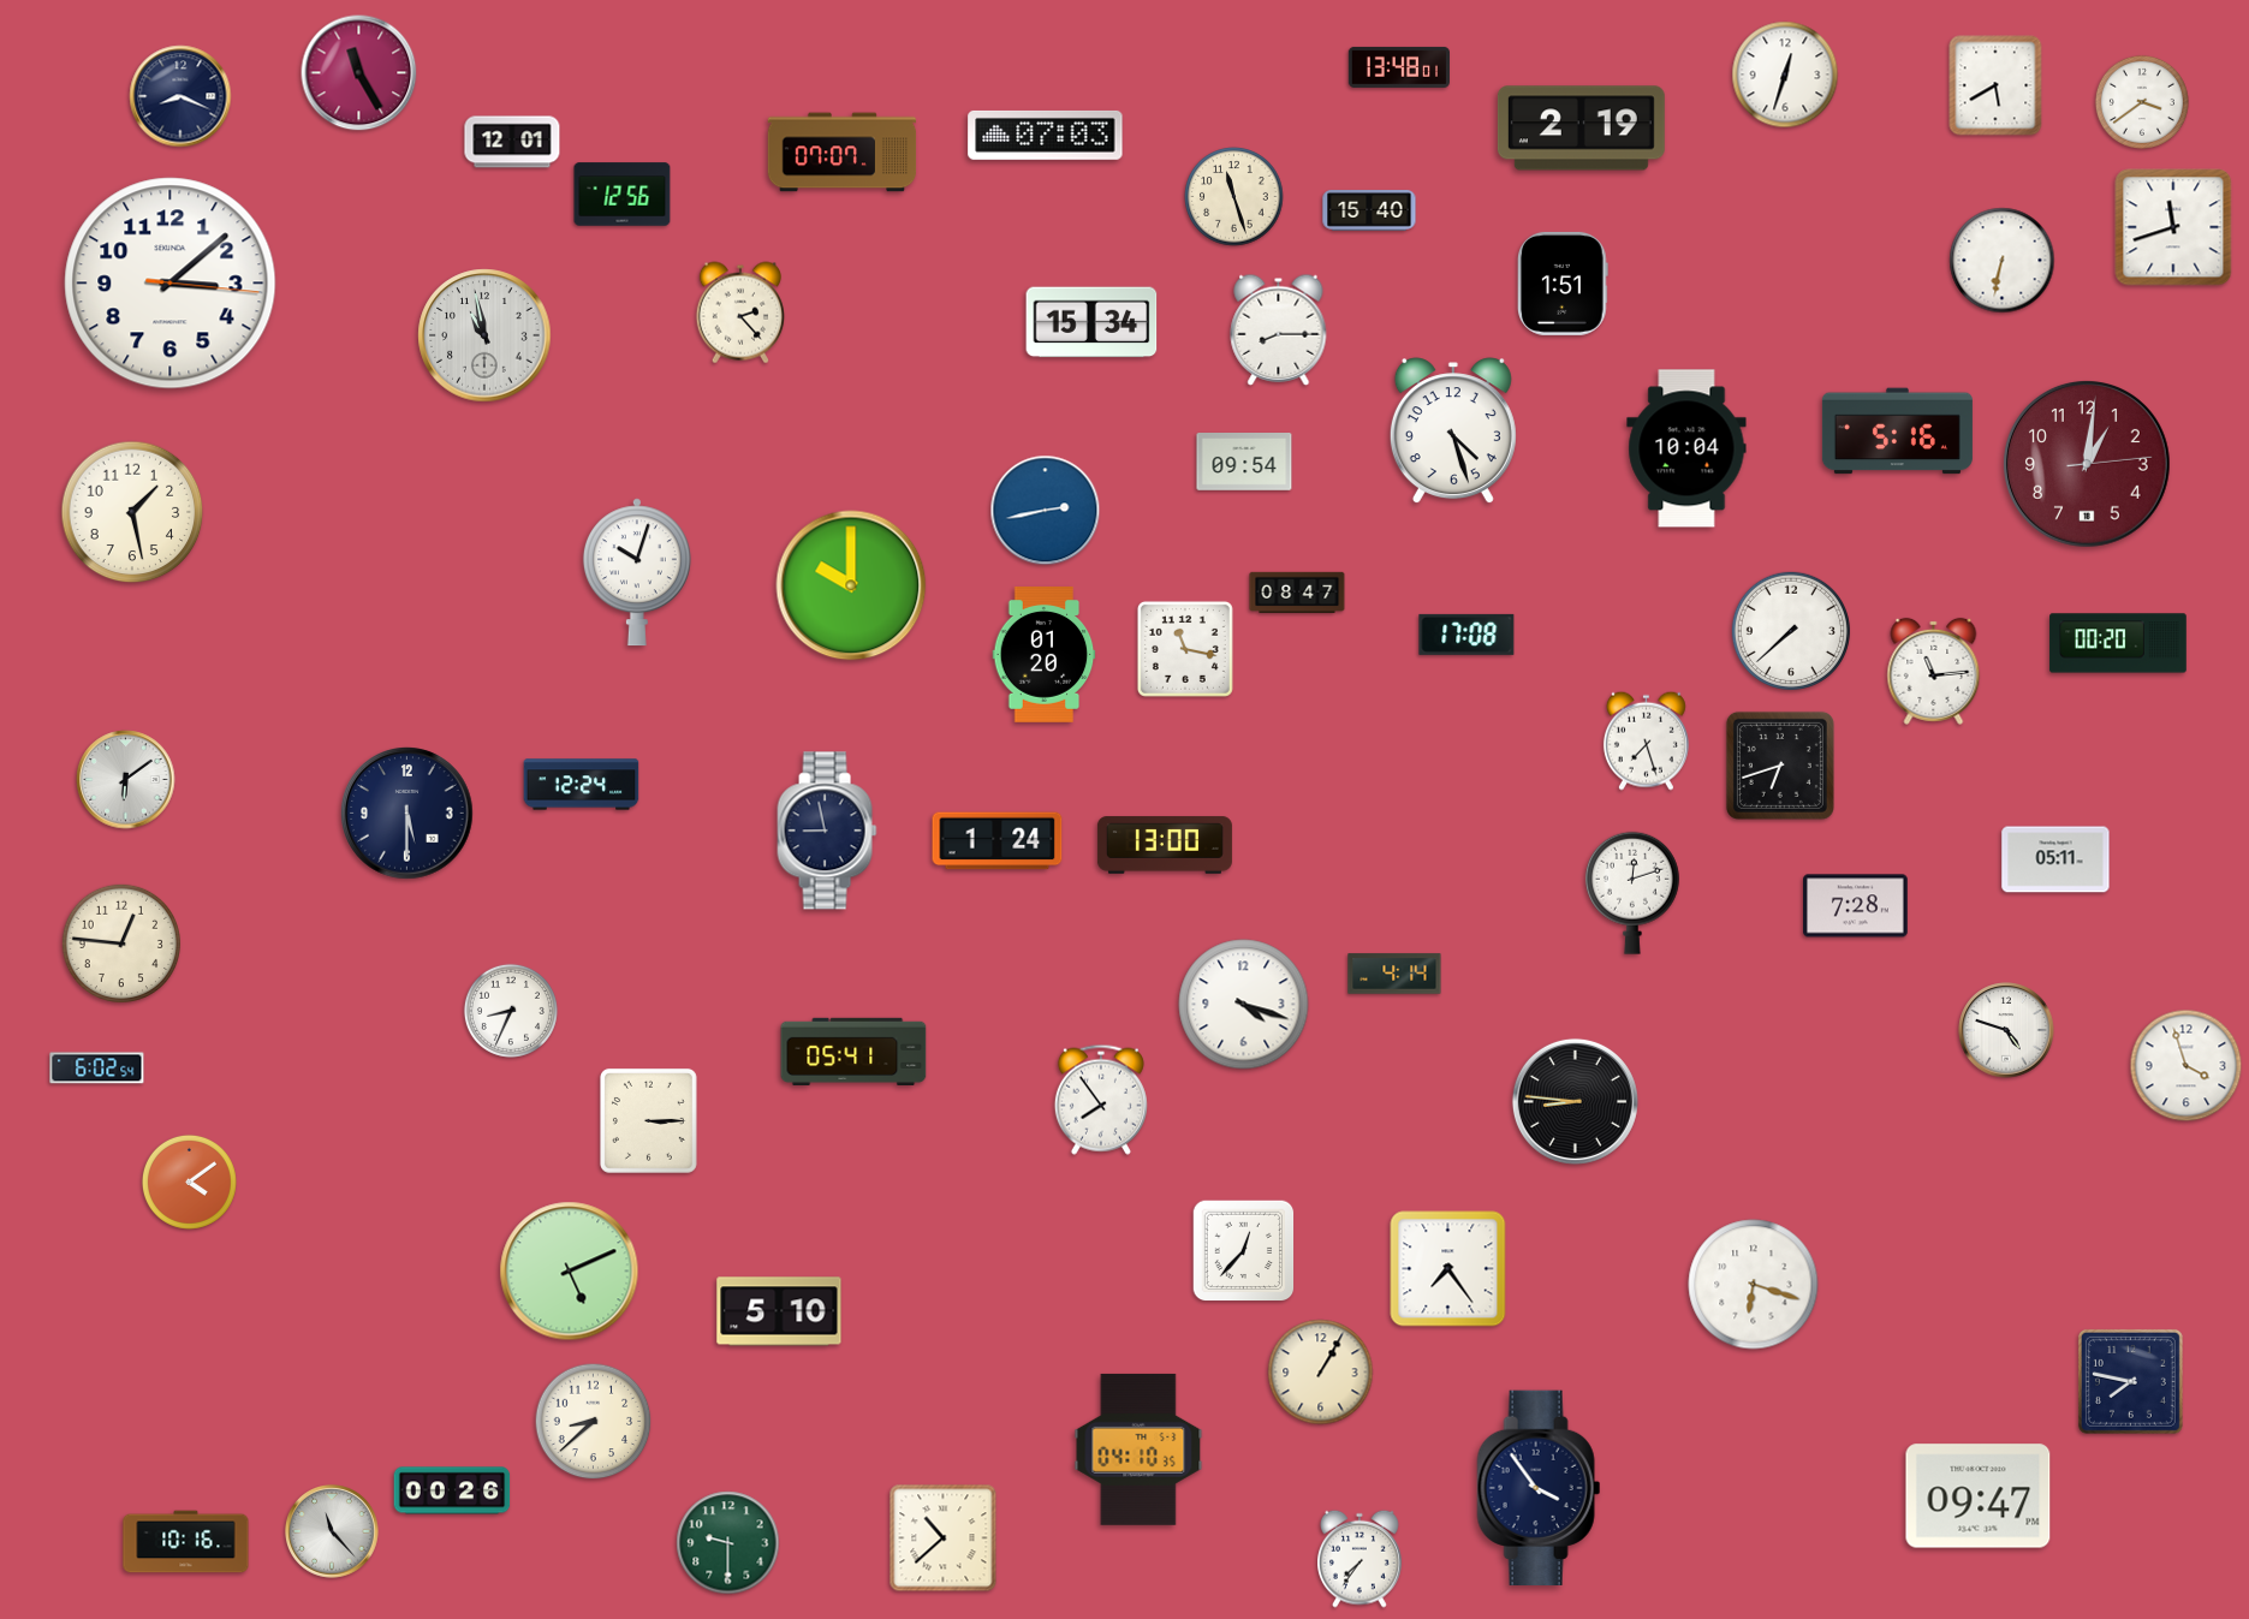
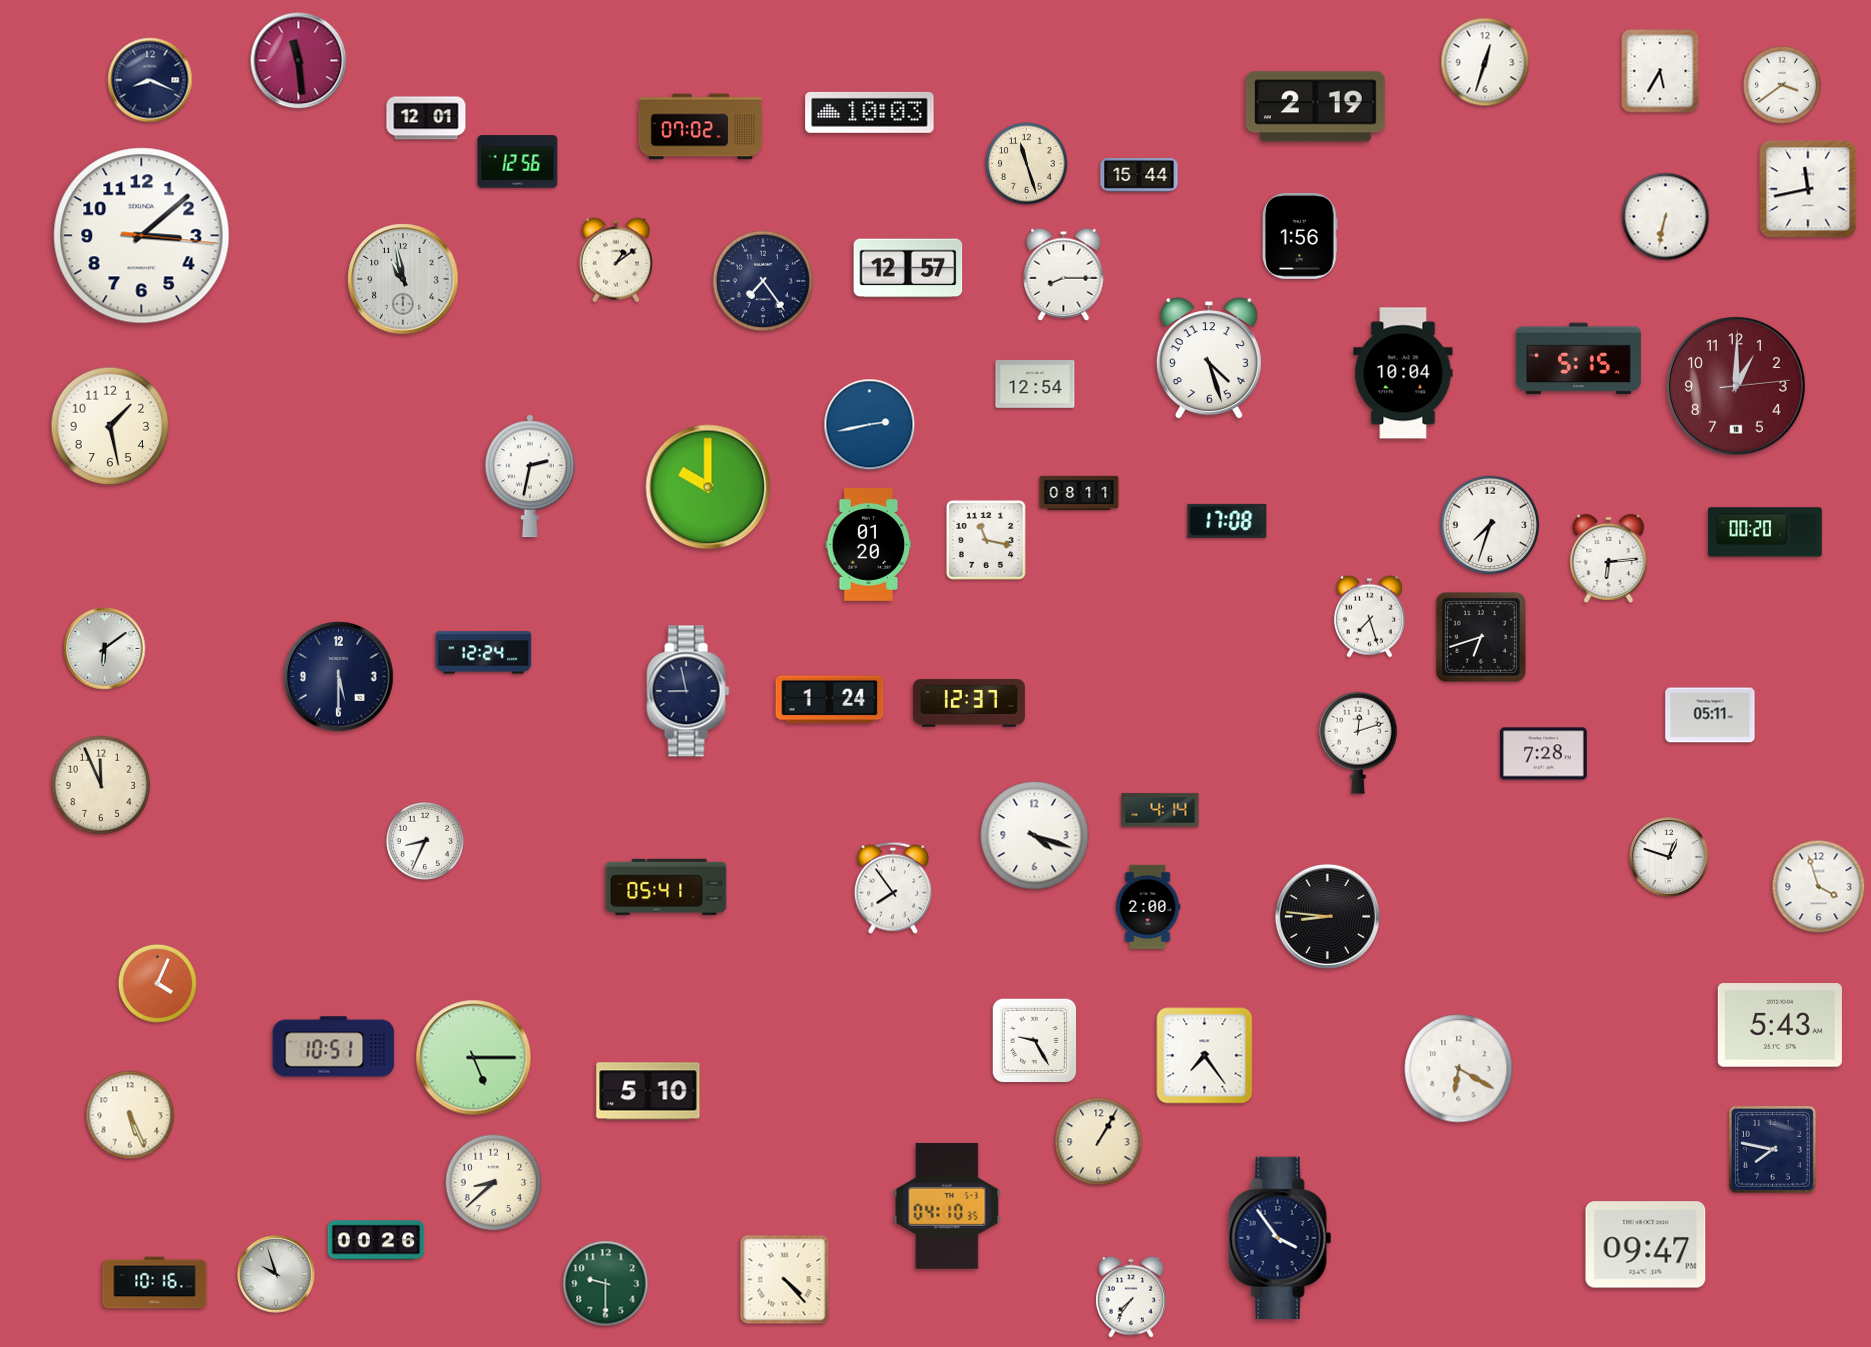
clock at (1398, 67): 13:48 -> none
clock at (359, 73): 11:25 -> 11:29
clock at (1995, 85): 5:40 -> 5:35
clock at (1046, 135): 07:03 -> 10:03
clock at (843, 153): 07:07 -> 07:02
clock at (1369, 212): 15:40 -> 15:44
clock at (2173, 227): 11:42 -> 11:43
clock at (1564, 284): 1:51 -> 1:56
clock at (740, 313): 2:23 -> 1:09
clock at (1091, 322): 15:34 -> 12:57
clock at (763, 281): none -> 7:24
clock at (1897, 431): 5:16 -> 5:15
clock at (1244, 462): 09:54 -> 12:54
clock at (2088, 465): 1:01 -> 1:00
clock at (637, 572): 10:03 -> 2:32
clock at (1297, 591): 08:47 -> 08:11
clock at (1790, 630): 7:38 -> 7:33
clock at (1466, 635) position: (1466, 635) -> (1227, 521)
clock at (2118, 643) position: (2118, 643) -> (1765, 532)
clock at (1934, 671): 11:14 -> 6:14
clock at (1165, 845): 13:00 -> 12:37
clock at (120, 942): 12:46 -> 11:56
clock at (2006, 1030): 4:48 -> 12:48
clock at (853, 1050) position: (853, 1050) -> (666, 886)
clock at (97, 1069): 6:02 -> none
clock at (1148, 907): none -> 2:00
clock at (1101, 1100) position: (1101, 1100) -> (893, 888)
clock at (1575, 1101) position: (1575, 1101) -> (1327, 916)
clock at (648, 1120): 3:15 -> none
clock at (189, 1181): 4:09 -> 4:04
clock at (1780, 1025): none -> 5:43
clock at (1244, 1251): 12:37 -> 9:25
clock at (334, 1047): none -> 10:51
clock at (570, 1272): 5:11 -> 5:15
clock at (1754, 1285): 6:18 -> 6:20
clock at (130, 1115): none -> 5:26
clock at (333, 1532): 11:23 -> 9:57
clock at (944, 1538): 10:38 -> 4:23
